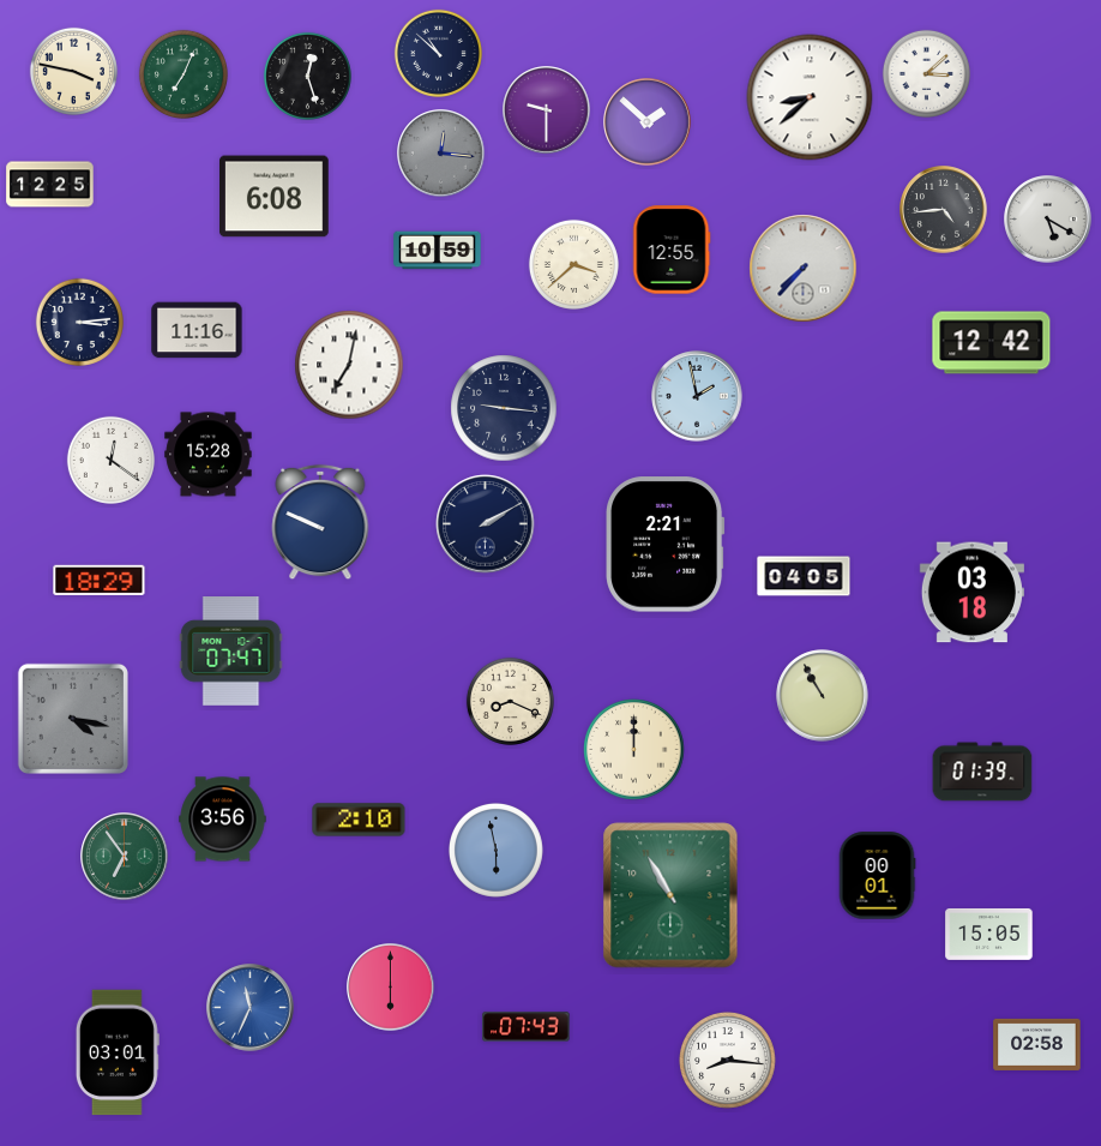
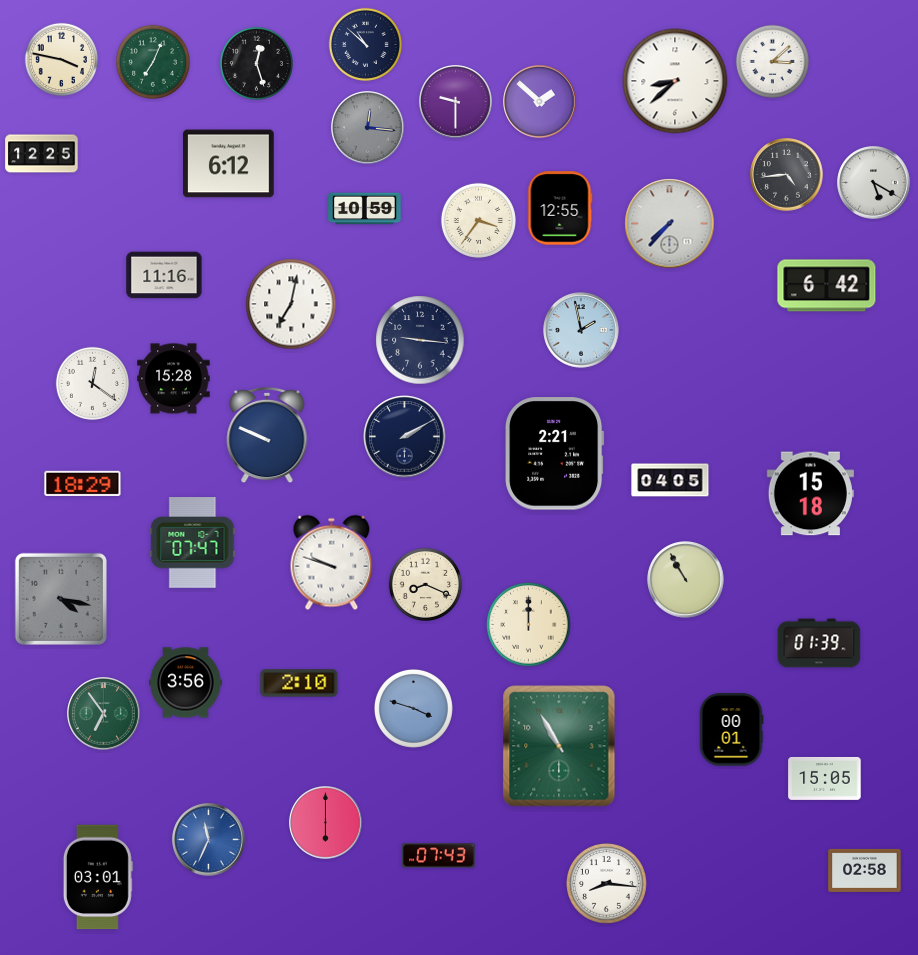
clock at (547, 110) position: (547, 110) -> (456, 102)
clock at (275, 197): 6:08 -> 6:12
clock at (573, 264): 3:38 -> 3:36
clock at (79, 322): 3:14 -> none
clock at (992, 343): 12:42 -> 6:42
clock at (971, 593): 03:18 -> 15:18
clock at (332, 563): none -> 9:48
clock at (495, 850): 5:58 -> 3:48
